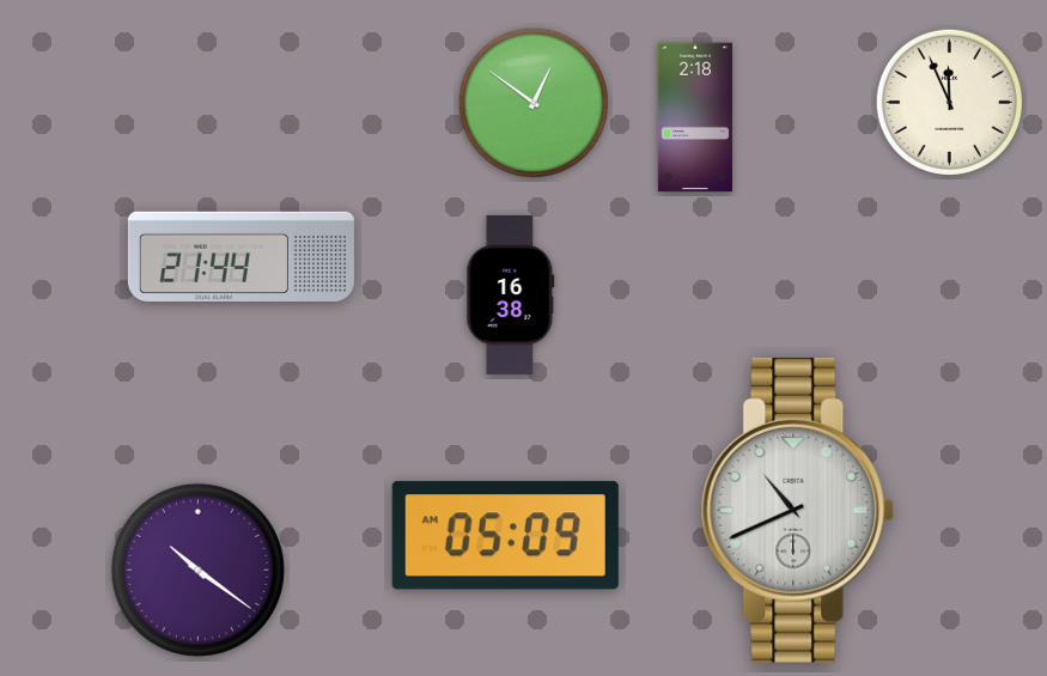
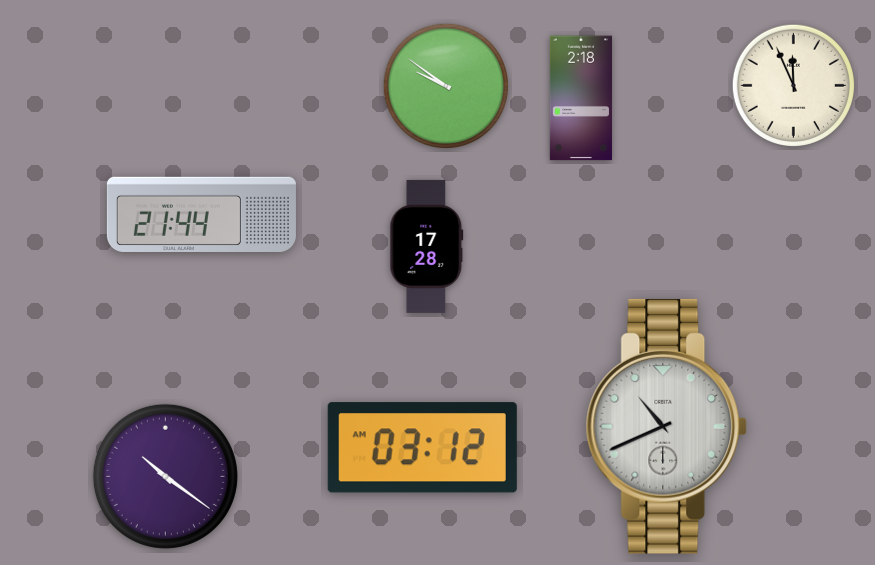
clock at (534, 103): 12:51 -> 9:51
clock at (511, 294): 16:38 -> 17:28
clock at (505, 536): 05:09 -> 03:12
